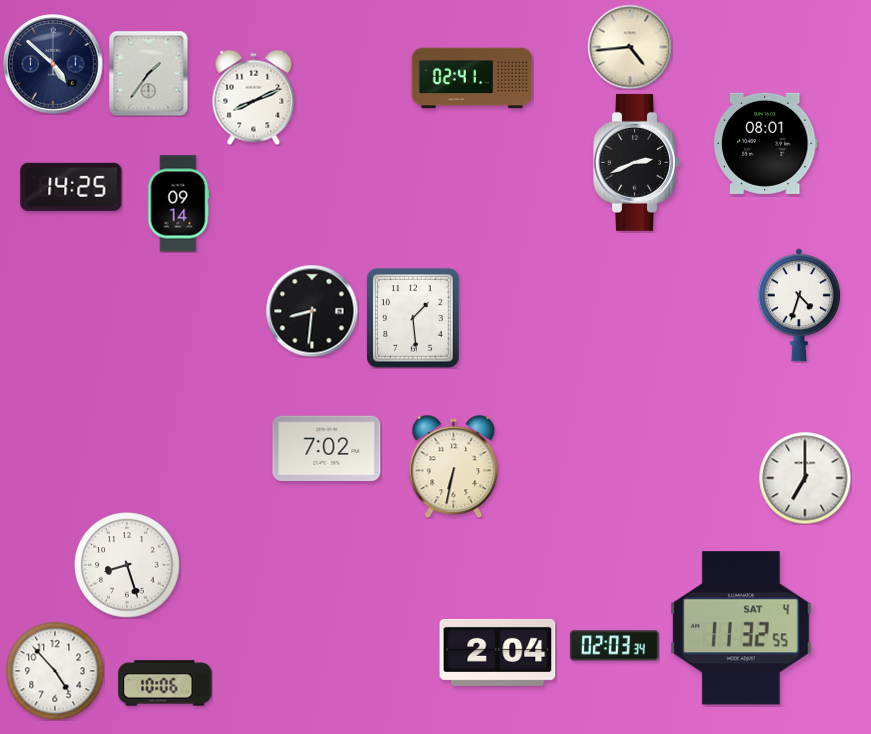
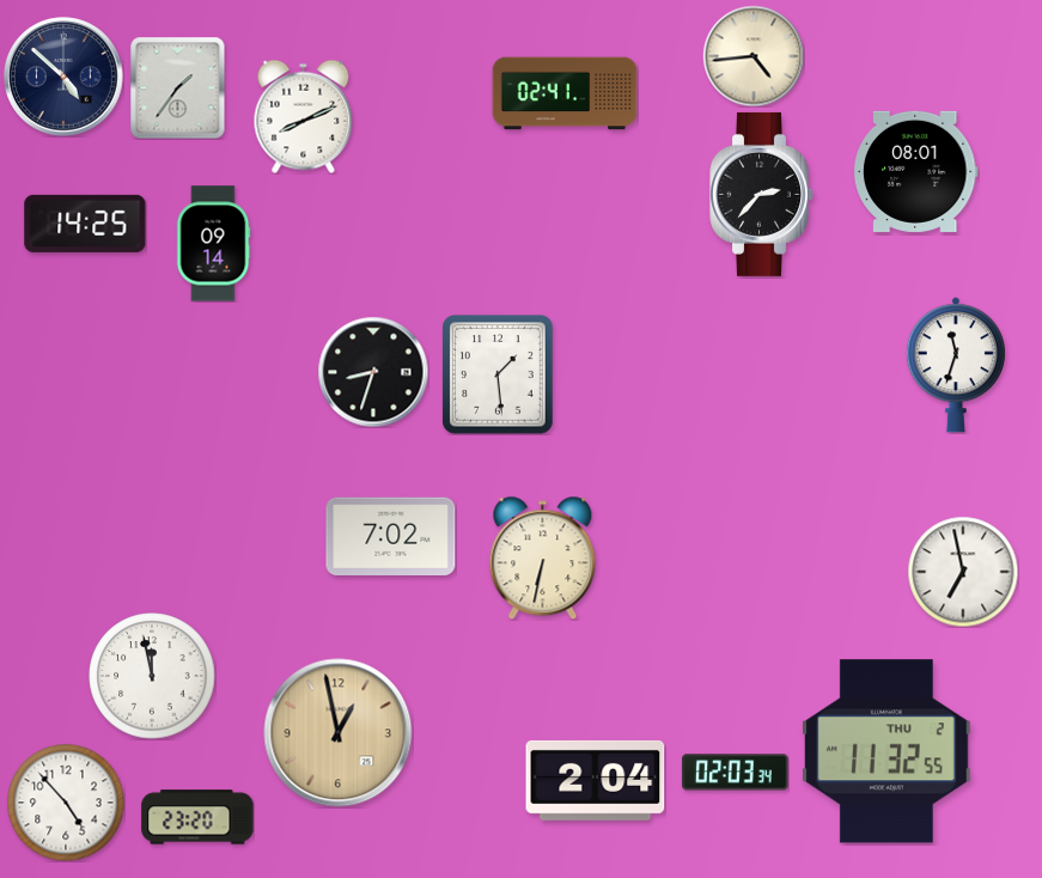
clock at (637, 162): 2:41 -> 2:37
clock at (799, 305): 4:33 -> 11:33
clock at (312, 311): 8:31 -> 8:33
clock at (413, 318) position: (413, 318) -> (498, 374)
clock at (805, 478): 7:00 -> 6:58
clock at (127, 565): 8:27 -> 11:58
clock at (339, 733): none -> 12:58
clock at (742, 628) date: SAT 4 -> THU 2
clock at (165, 683): 10:06 -> 23:20
